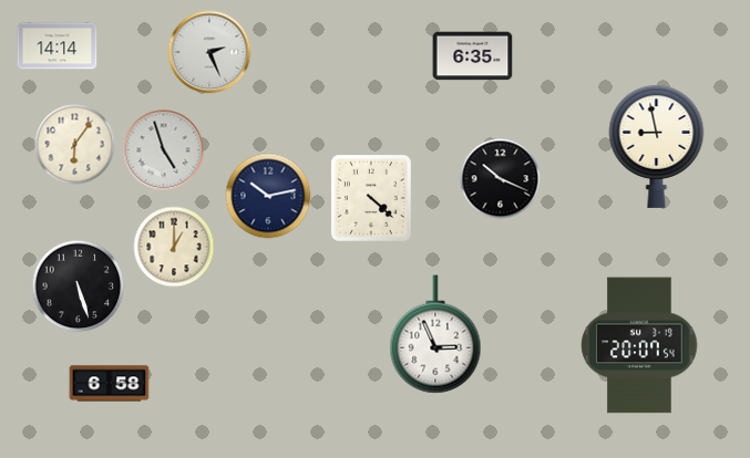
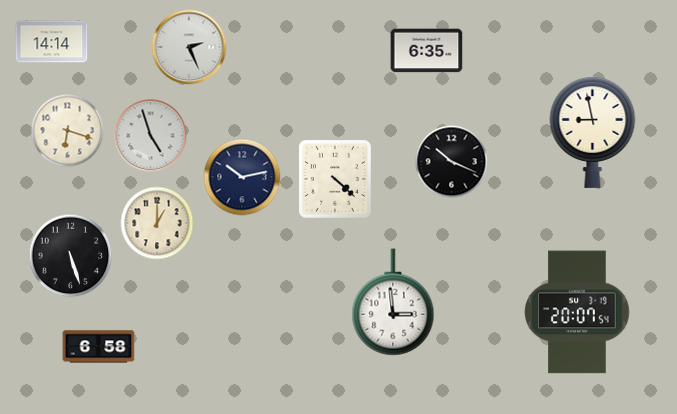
clock at (75, 145): 6:06 -> 6:18
clock at (164, 150) position: (164, 150) -> (151, 136)
clock at (79, 287) position: (79, 287) -> (71, 256)
clock at (435, 334): 2:56 -> 2:59
